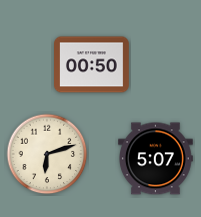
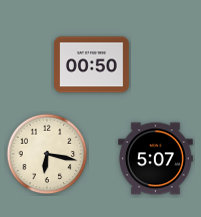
clock at (47, 154): 6:12 -> 6:17
